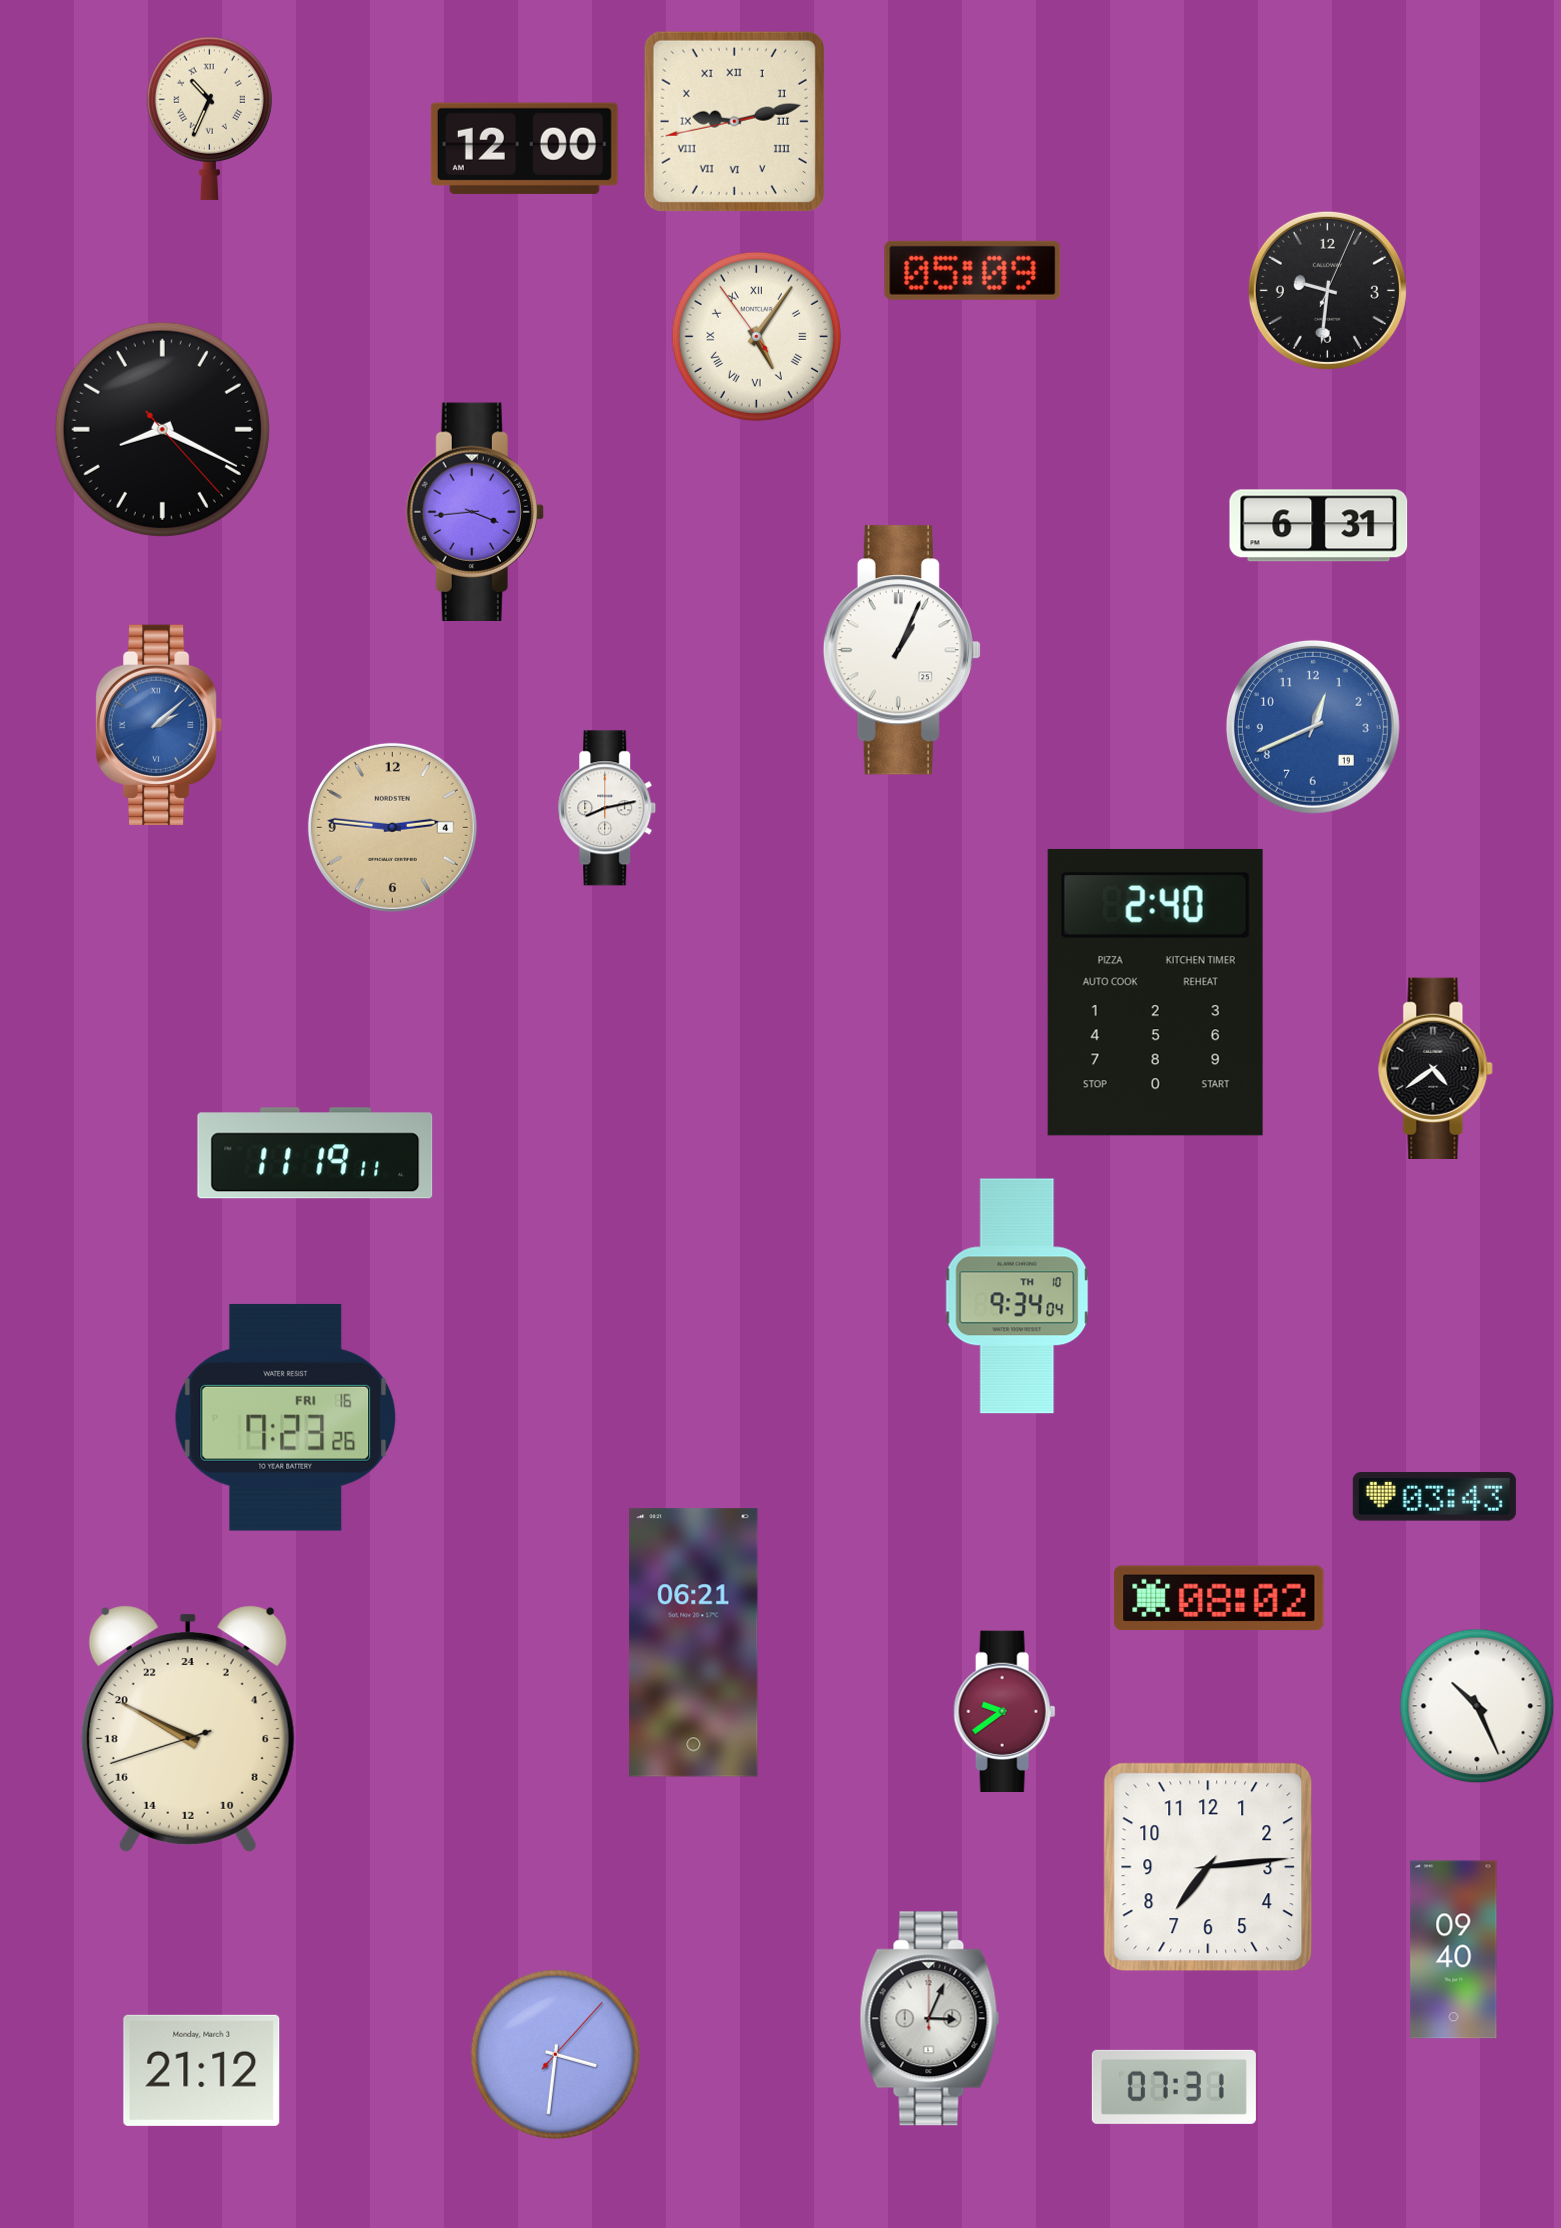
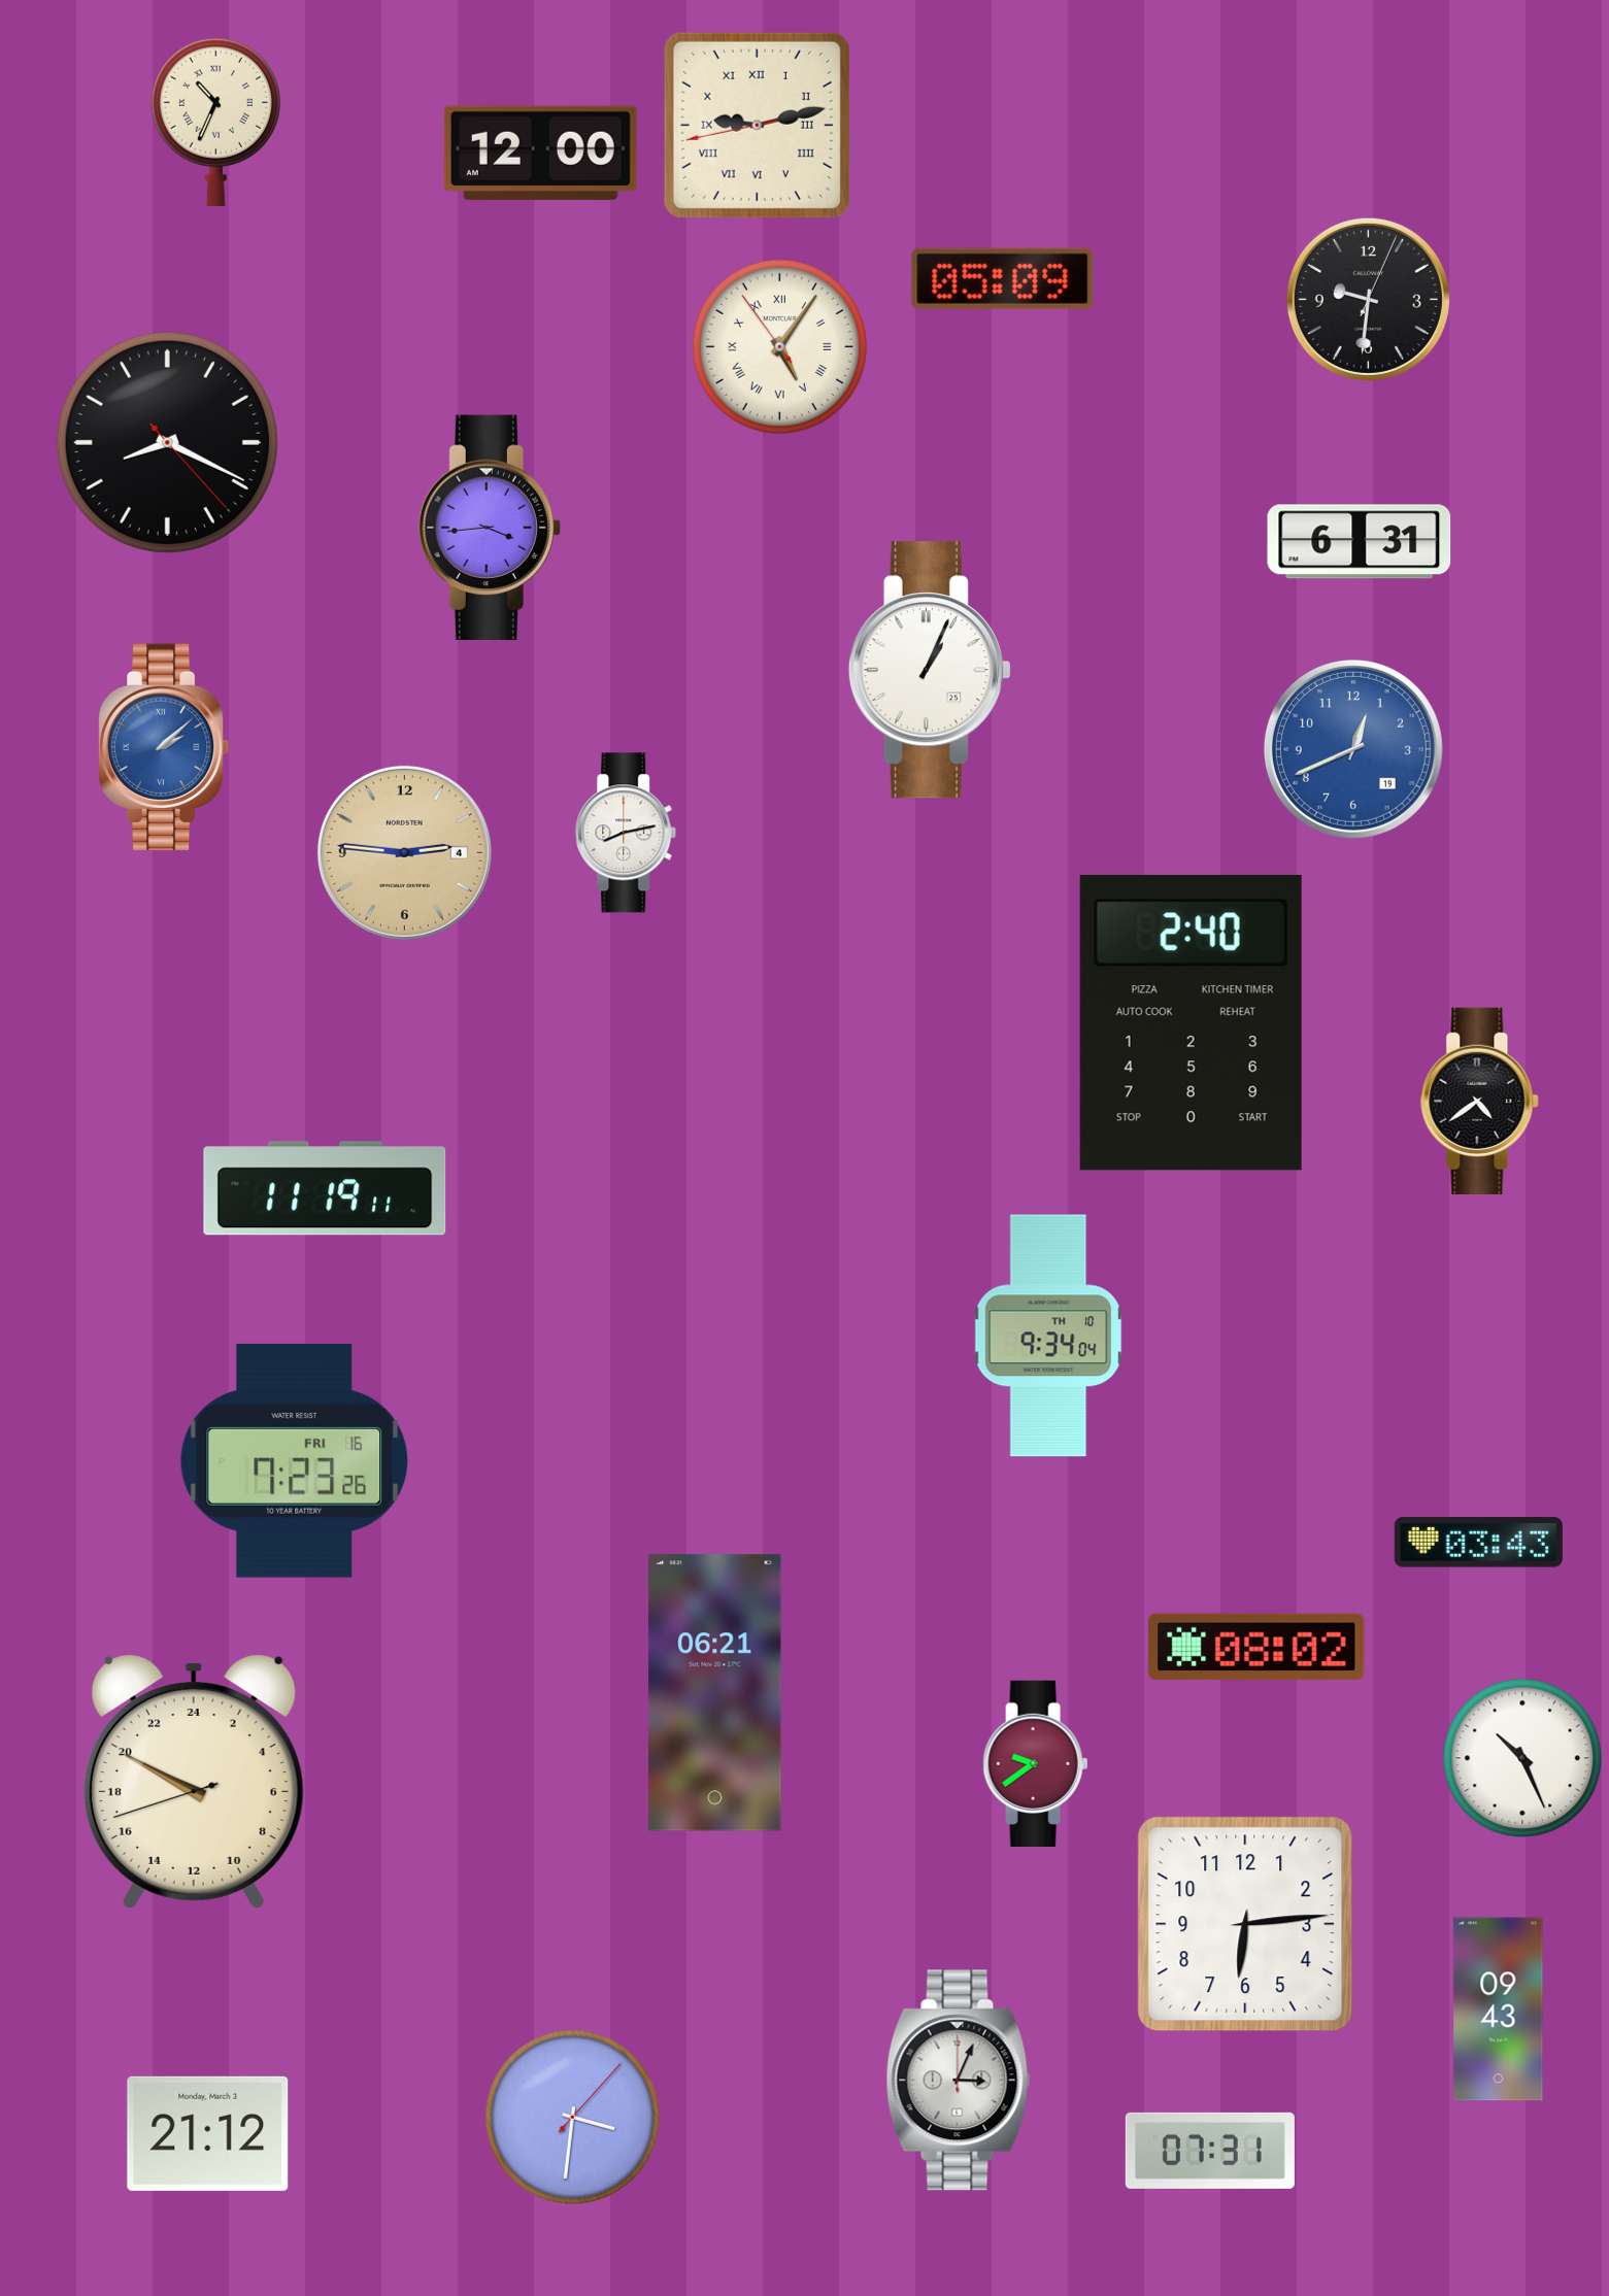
clock at (1208, 1867): 7:14 -> 6:14
clock at (1454, 1950): 09:40 -> 09:43
